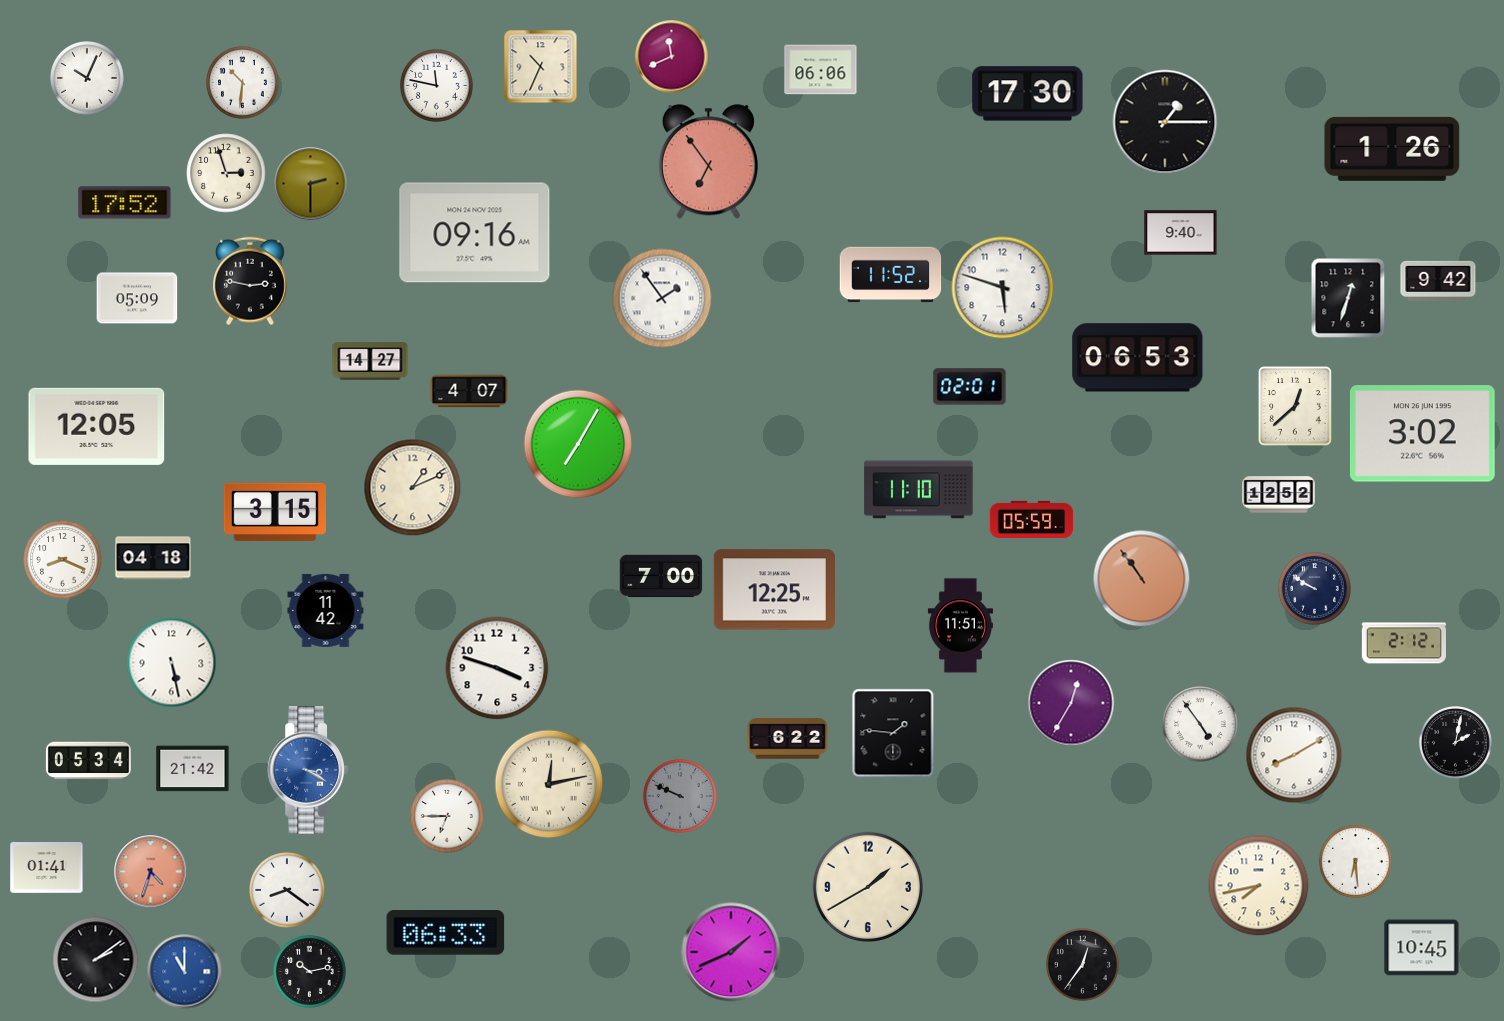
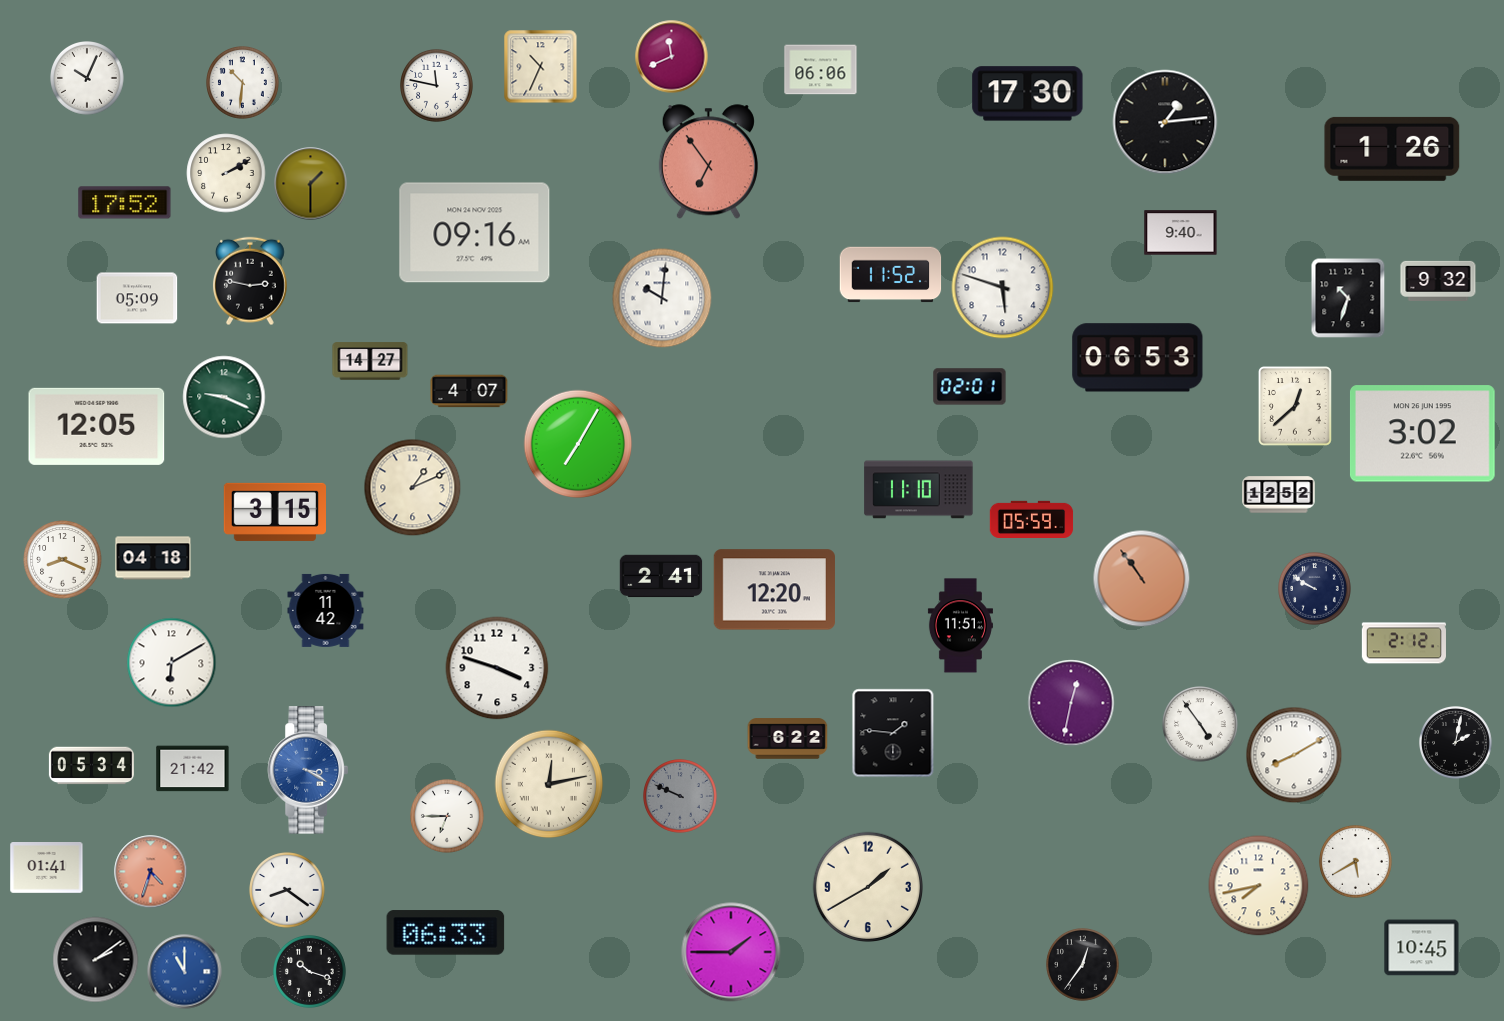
clock at (1165, 122): 1:15 -> 1:14
clock at (226, 173): 2:57 -> 2:10
clock at (311, 184): 2:30 -> 1:30
clock at (1438, 281): 9:42 -> 9:32
clock at (662, 298): 1:54 -> 10:01
clock at (1348, 298): 12:33 -> 10:33
clock at (224, 397): none -> 9:19
clock at (661, 576): 7:00 -> 2:41
clock at (774, 590): 12:25 -> 12:20
clock at (172, 663): 5:28 -> 6:10
clock at (1071, 703): 12:35 -> 12:32
clock at (88, 761) position: (88, 761) -> (91, 766)
clock at (1356, 862): 6:29 -> 5:40
clock at (731, 952): 1:41 -> 1:45
clock at (310, 972): 10:13 -> 10:18
